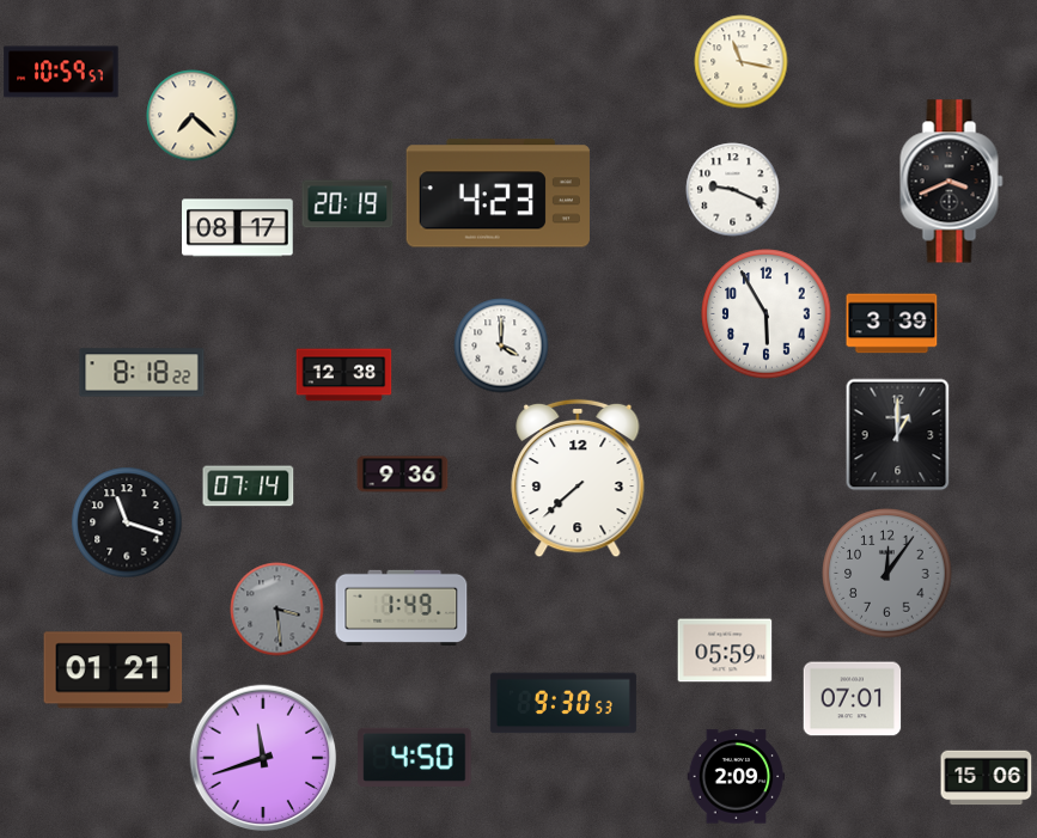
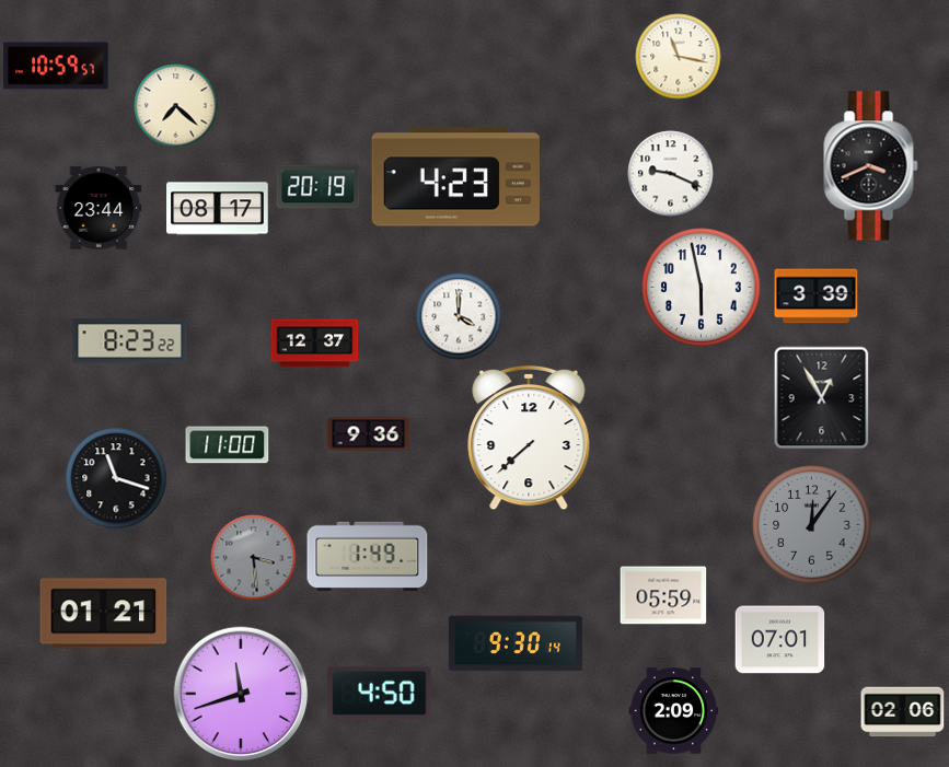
clock at (99, 208): none -> 23:44
clock at (767, 314): 5:55 -> 5:58
clock at (142, 373): 8:18 -> 8:23
clock at (344, 375): 12:38 -> 12:37
clock at (898, 435): 1:00 -> 12:55
clock at (249, 487): 07:14 -> 11:00
clock at (563, 703): 9:30:53 -> 9:30:14
clock at (987, 778): 15:06 -> 02:06
